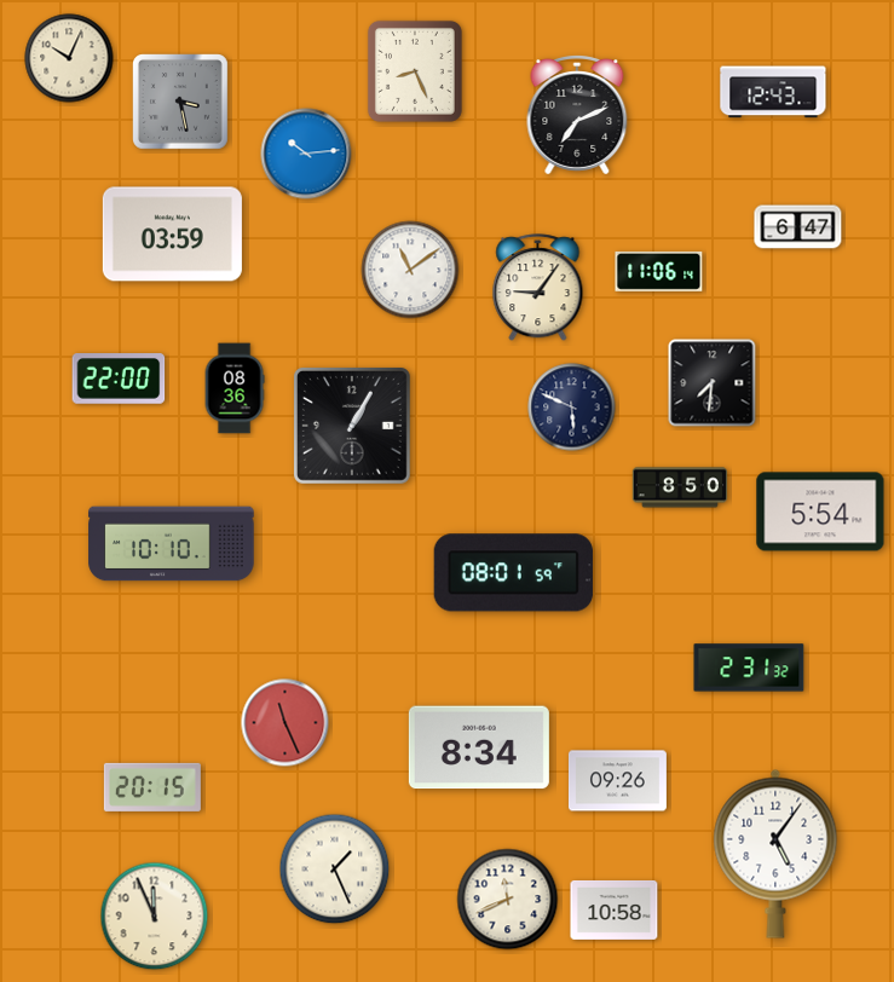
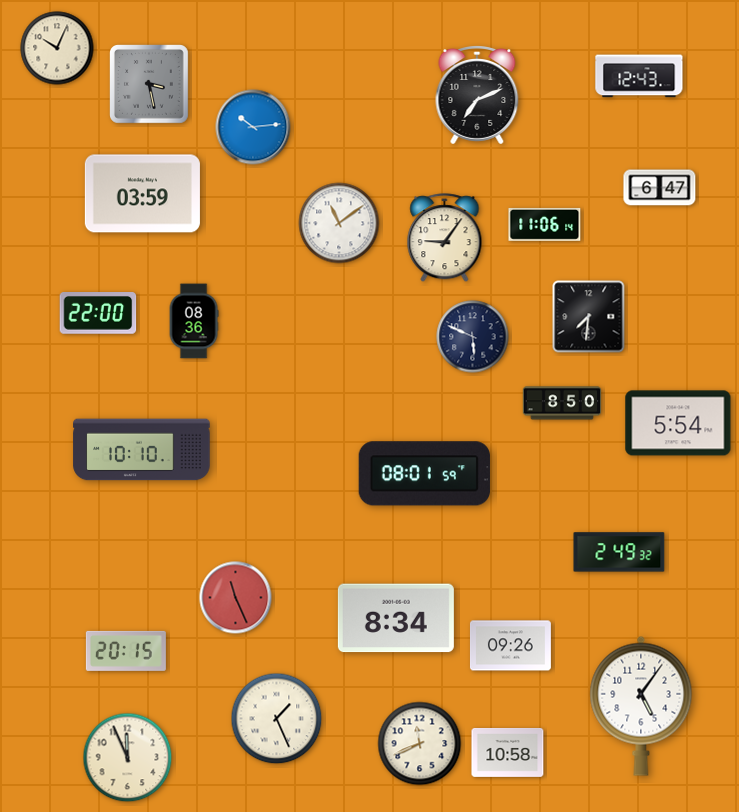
clock at (415, 71): 8:26 -> none
clock at (352, 426): 1:05 -> none
clock at (749, 668): 2:31 -> 2:49
